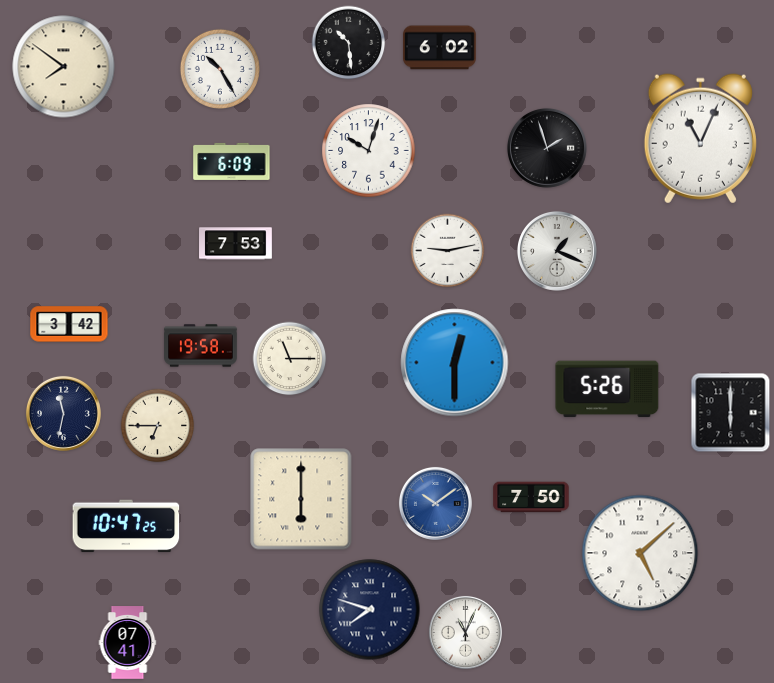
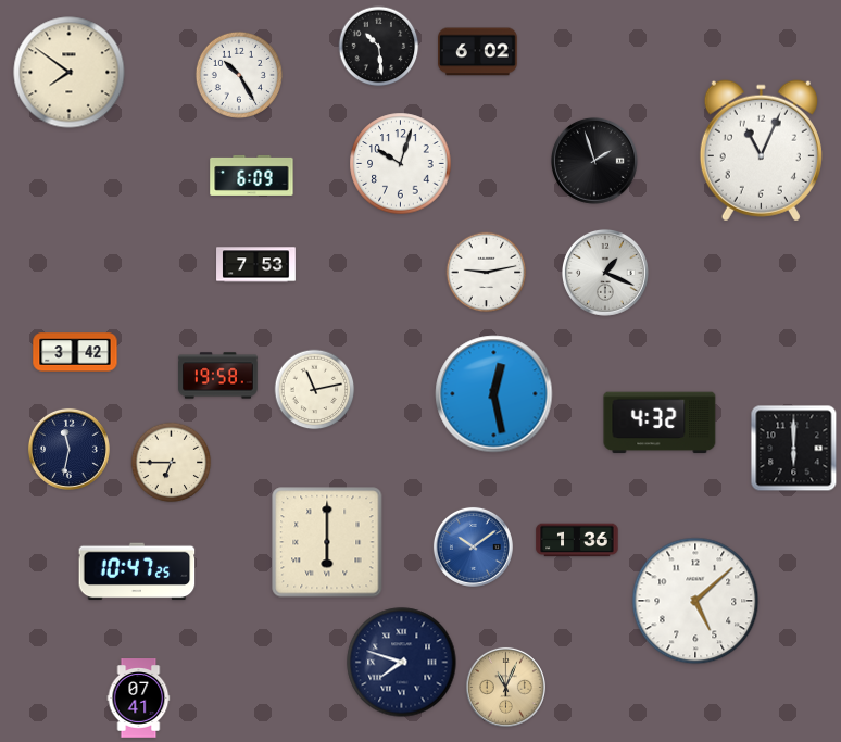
clock at (290, 359): 11:15 -> 11:13
clock at (455, 363): 12:30 -> 12:28
clock at (607, 389): 5:26 -> 4:32
clock at (531, 497): 7:50 -> 1:36
clock at (465, 632) dial: white -> champagne
